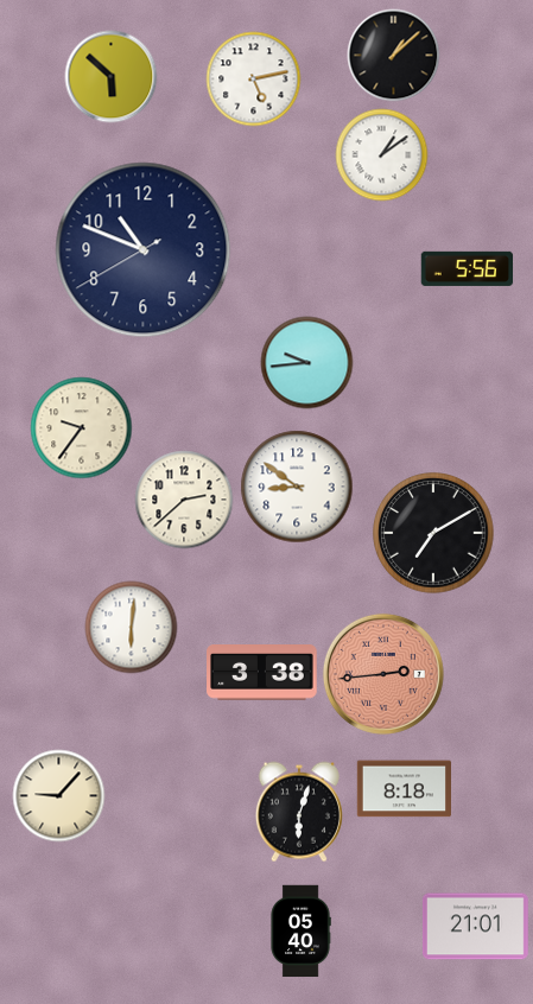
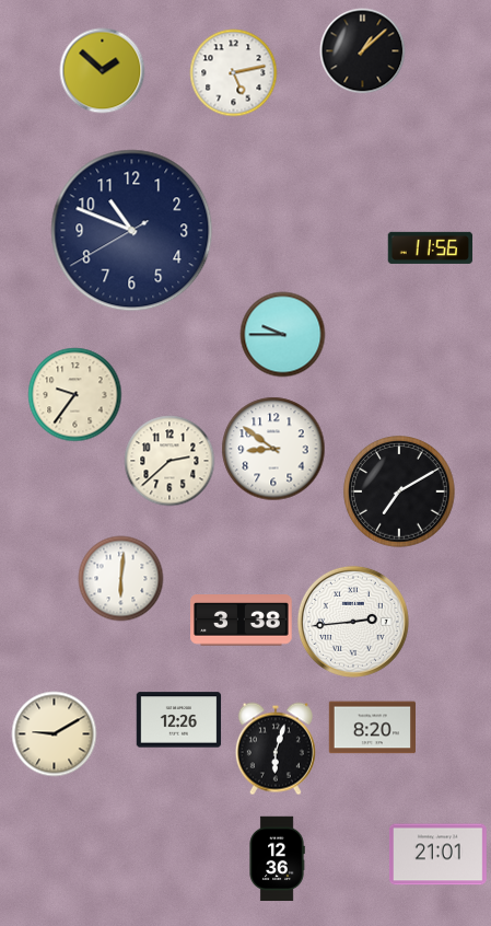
clock at (110, 76): 5:52 -> 1:52
clock at (381, 154): 1:09 -> none
clock at (467, 268): 5:56 -> 11:56
clock at (306, 362): 9:44 -> 9:45
clock at (383, 674) dial: salmon -> white
clock at (178, 720): none -> 12:26
clock at (404, 789): 8:18 -> 8:20
clock at (58, 795): 9:07 -> 9:10
clock at (300, 930): 05:40 -> 12:36
